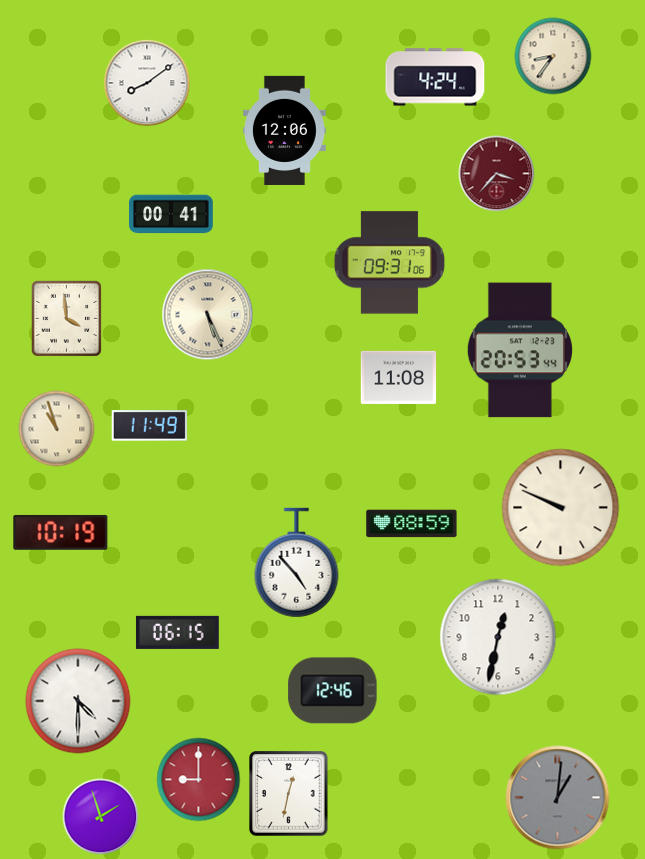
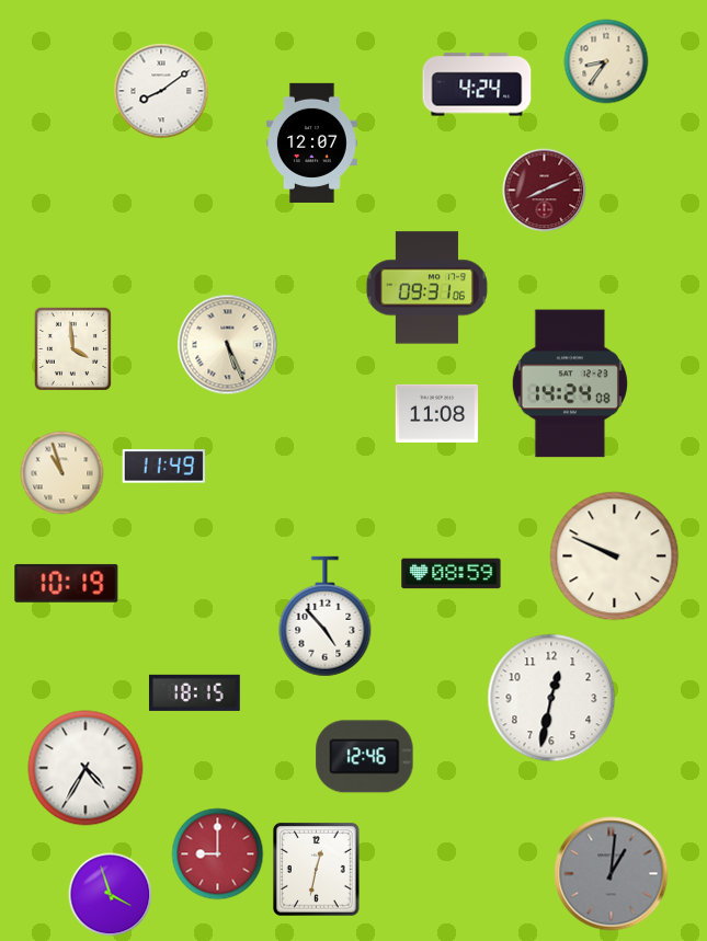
clock at (285, 130): 12:06 -> 12:07
clock at (497, 174): 3:37 -> 8:11
clock at (171, 214): 00:41 -> none
clock at (520, 350): 20:53 -> 14:24
clock at (57, 429) position: (57, 429) -> (62, 473)
clock at (177, 632): 06:15 -> 18:15
clock at (498, 637) position: (498, 637) -> (551, 698)
clock at (78, 701): 4:30 -> 4:35
clock at (101, 817): 1:57 -> 3:57
